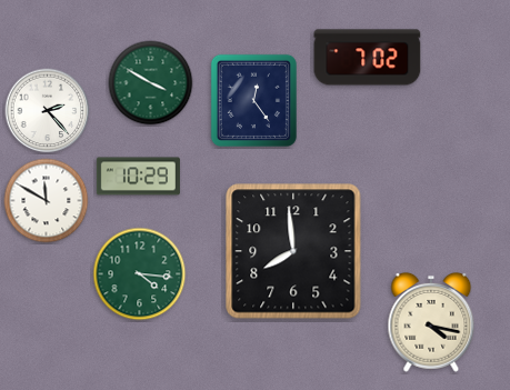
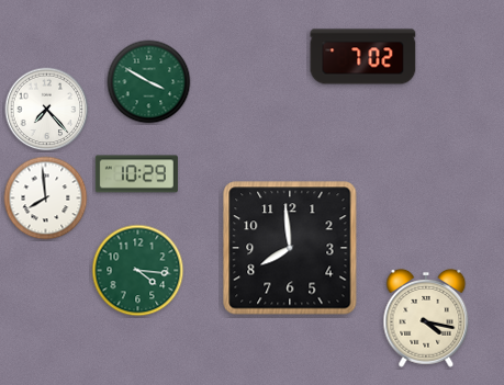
clock at (253, 100): 12:24 -> none
clock at (48, 111): 2:23 -> 7:23
clock at (47, 201): 11:50 -> 7:59
